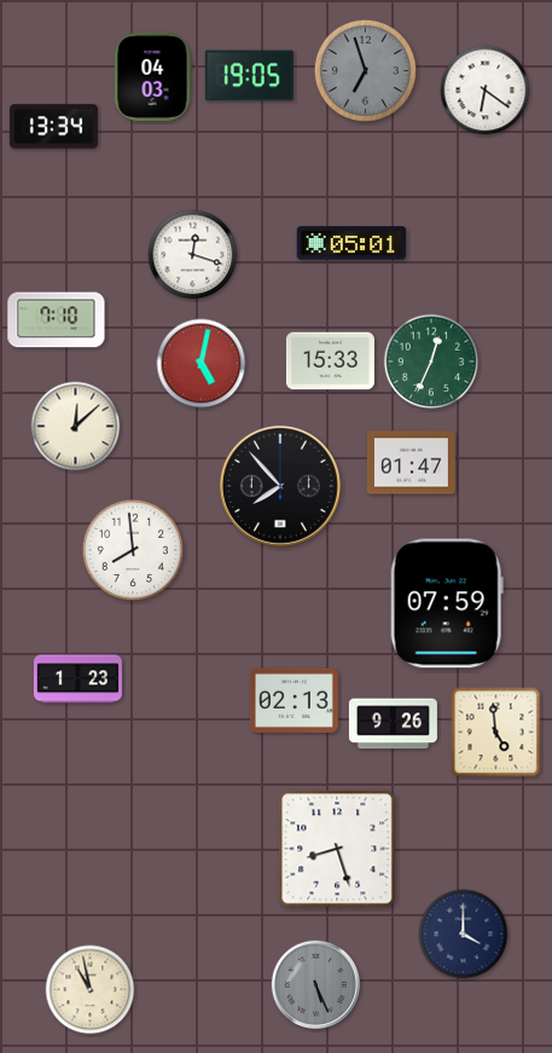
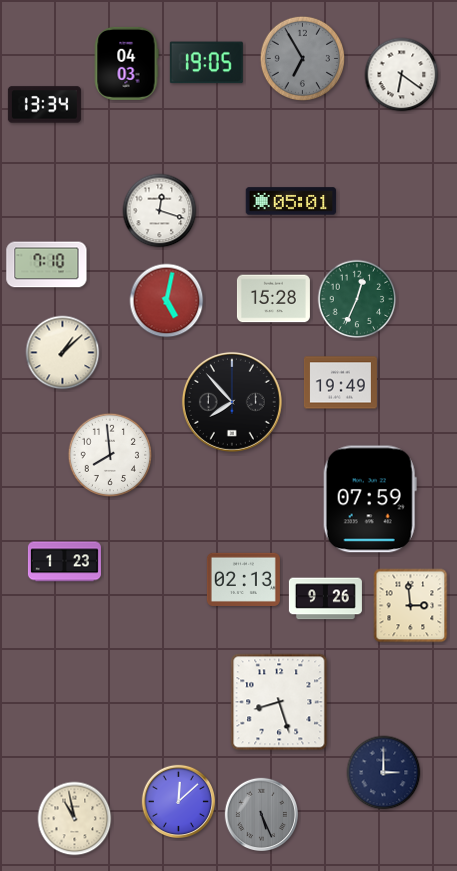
clock at (365, 70): 6:57 -> 6:55
clock at (330, 361): 15:33 -> 15:28
clock at (76, 427): 12:08 -> 1:08
clock at (411, 463): 01:47 -> 19:49
clock at (496, 733): 4:59 -> 2:59
clock at (464, 935): 4:00 -> 3:00
clock at (178, 801): none -> 12:08
